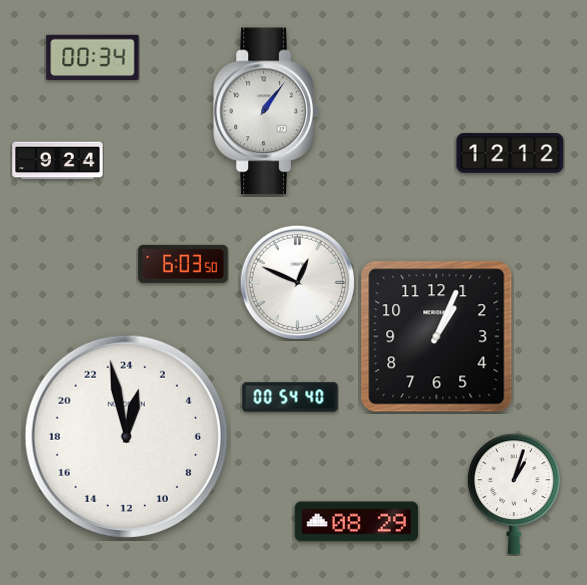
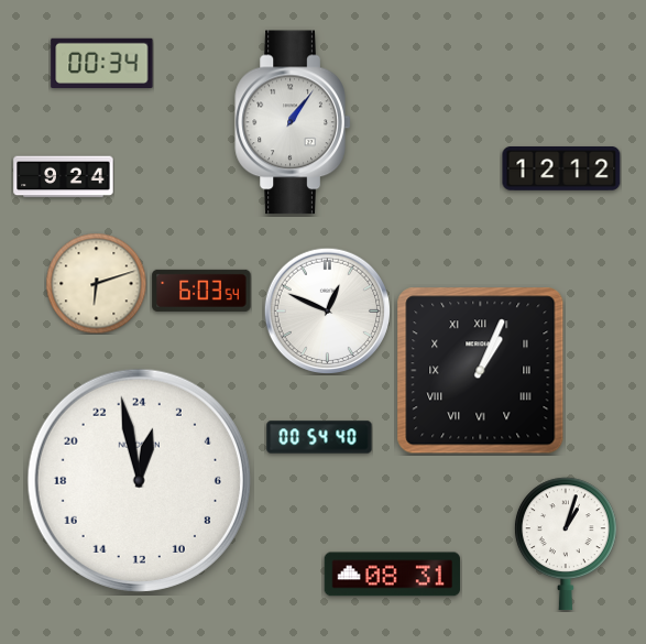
clock at (96, 283): none -> 6:12
clock at (183, 264): 6:03:50 -> 6:03:54
clock at (437, 337) numerals: Arabic -> Roman
clock at (356, 522): 08:29 -> 08:31
